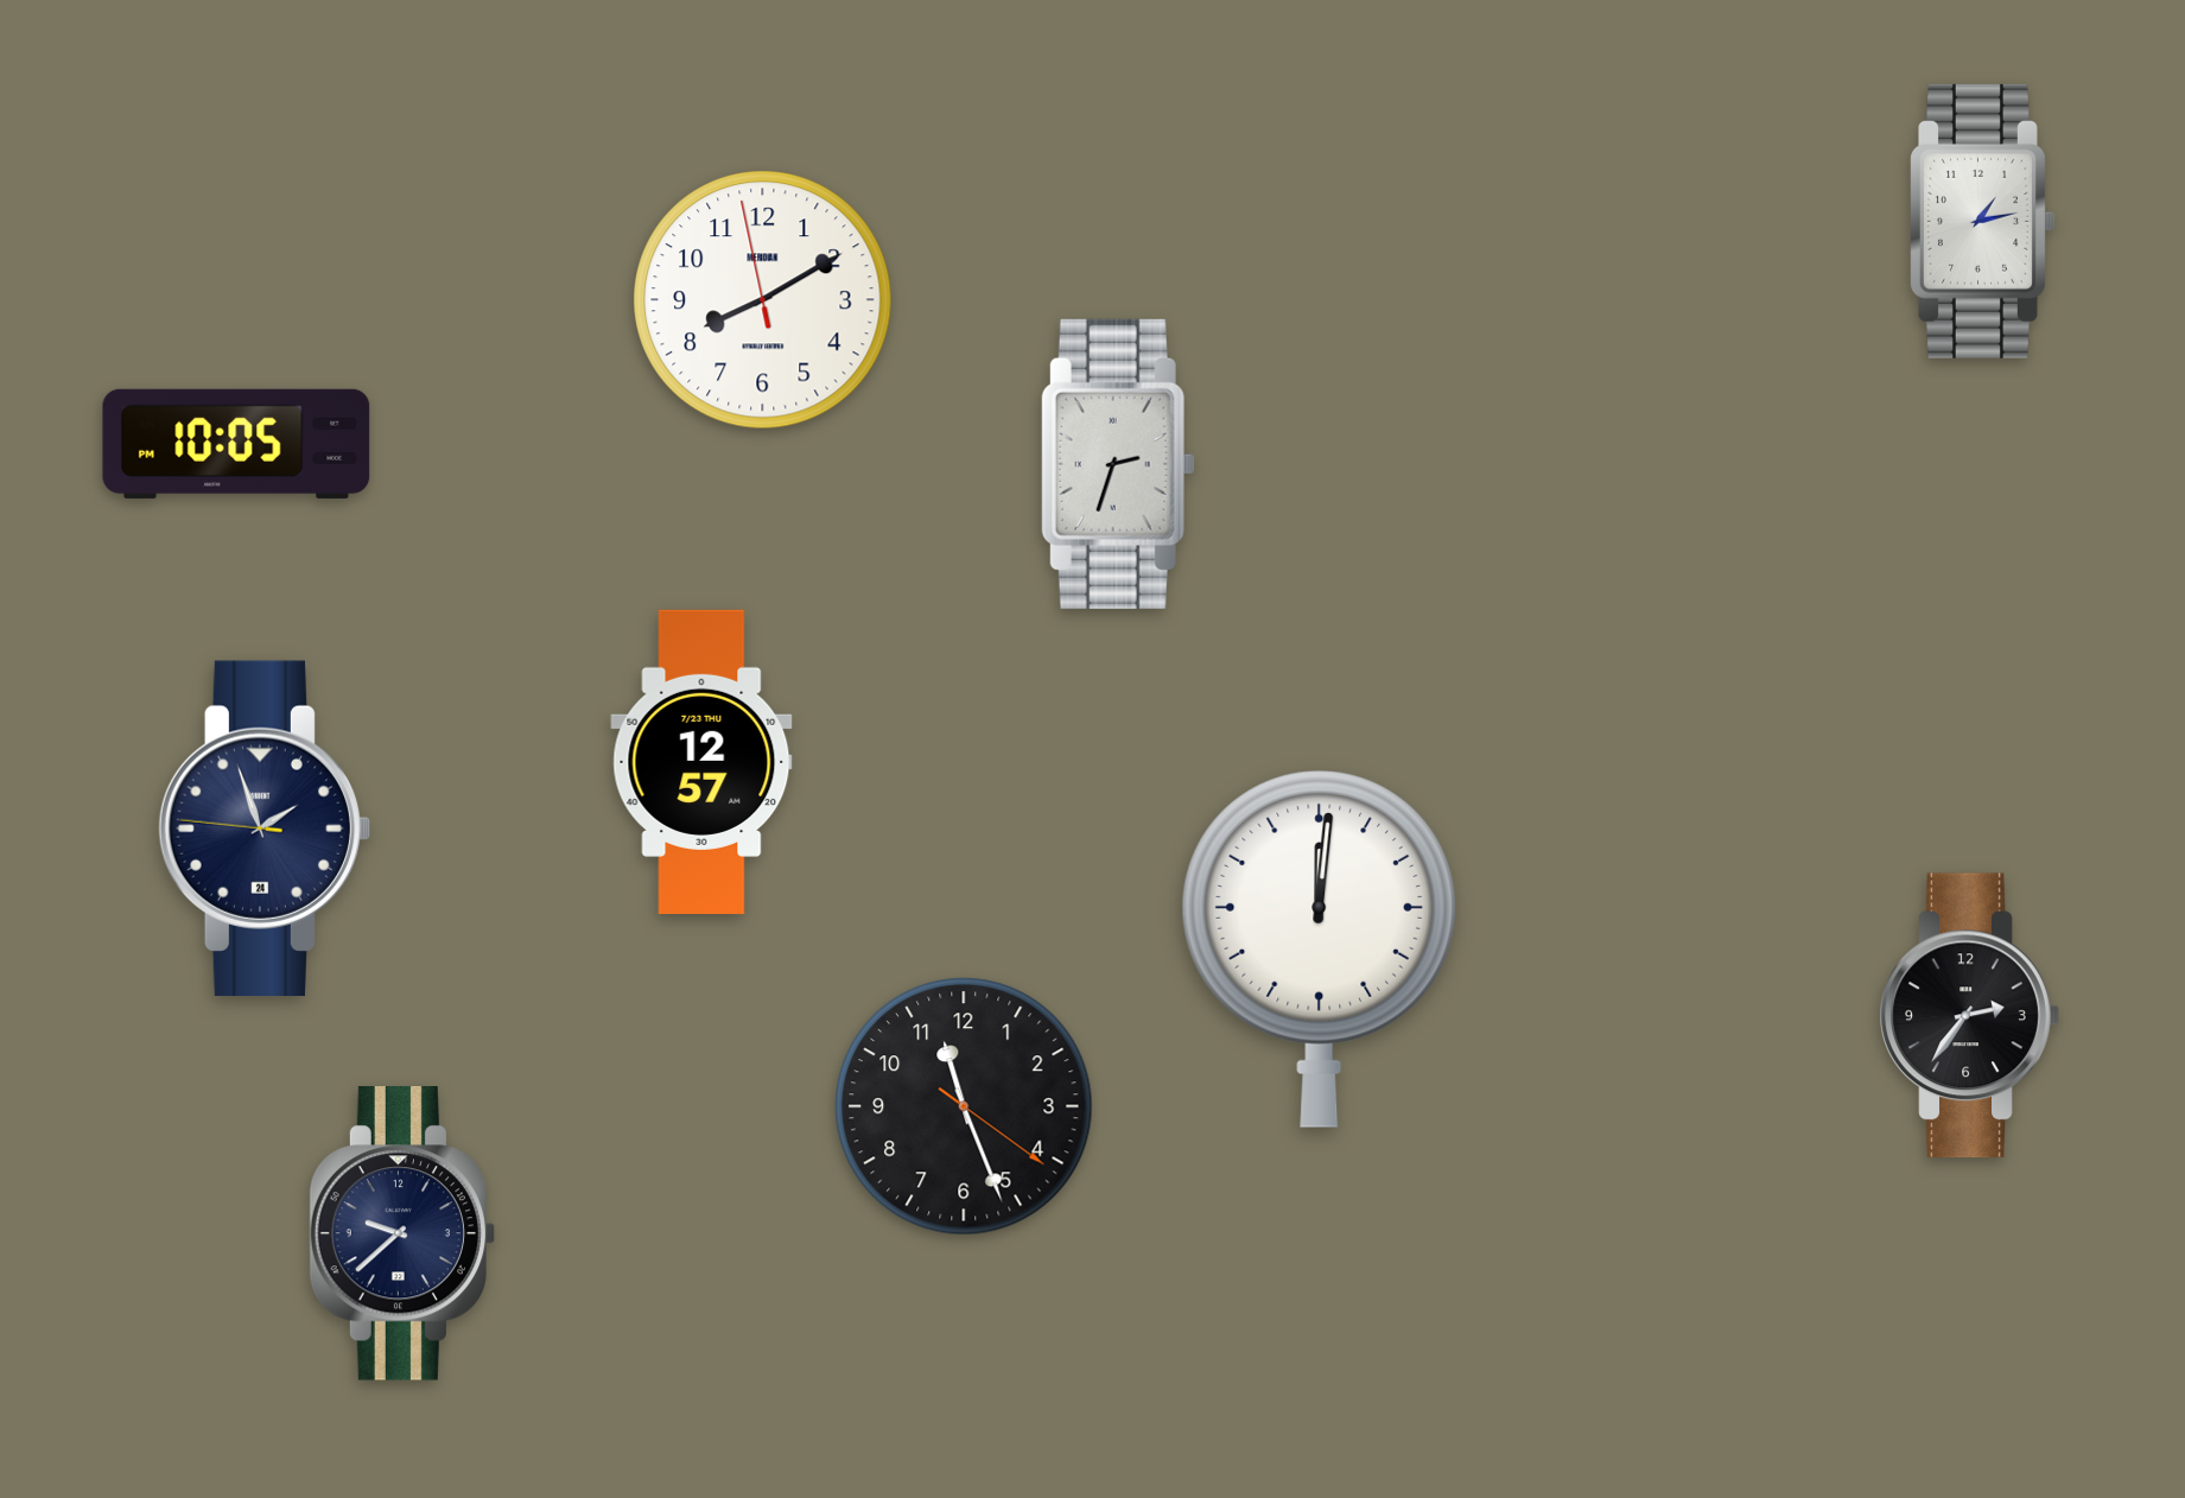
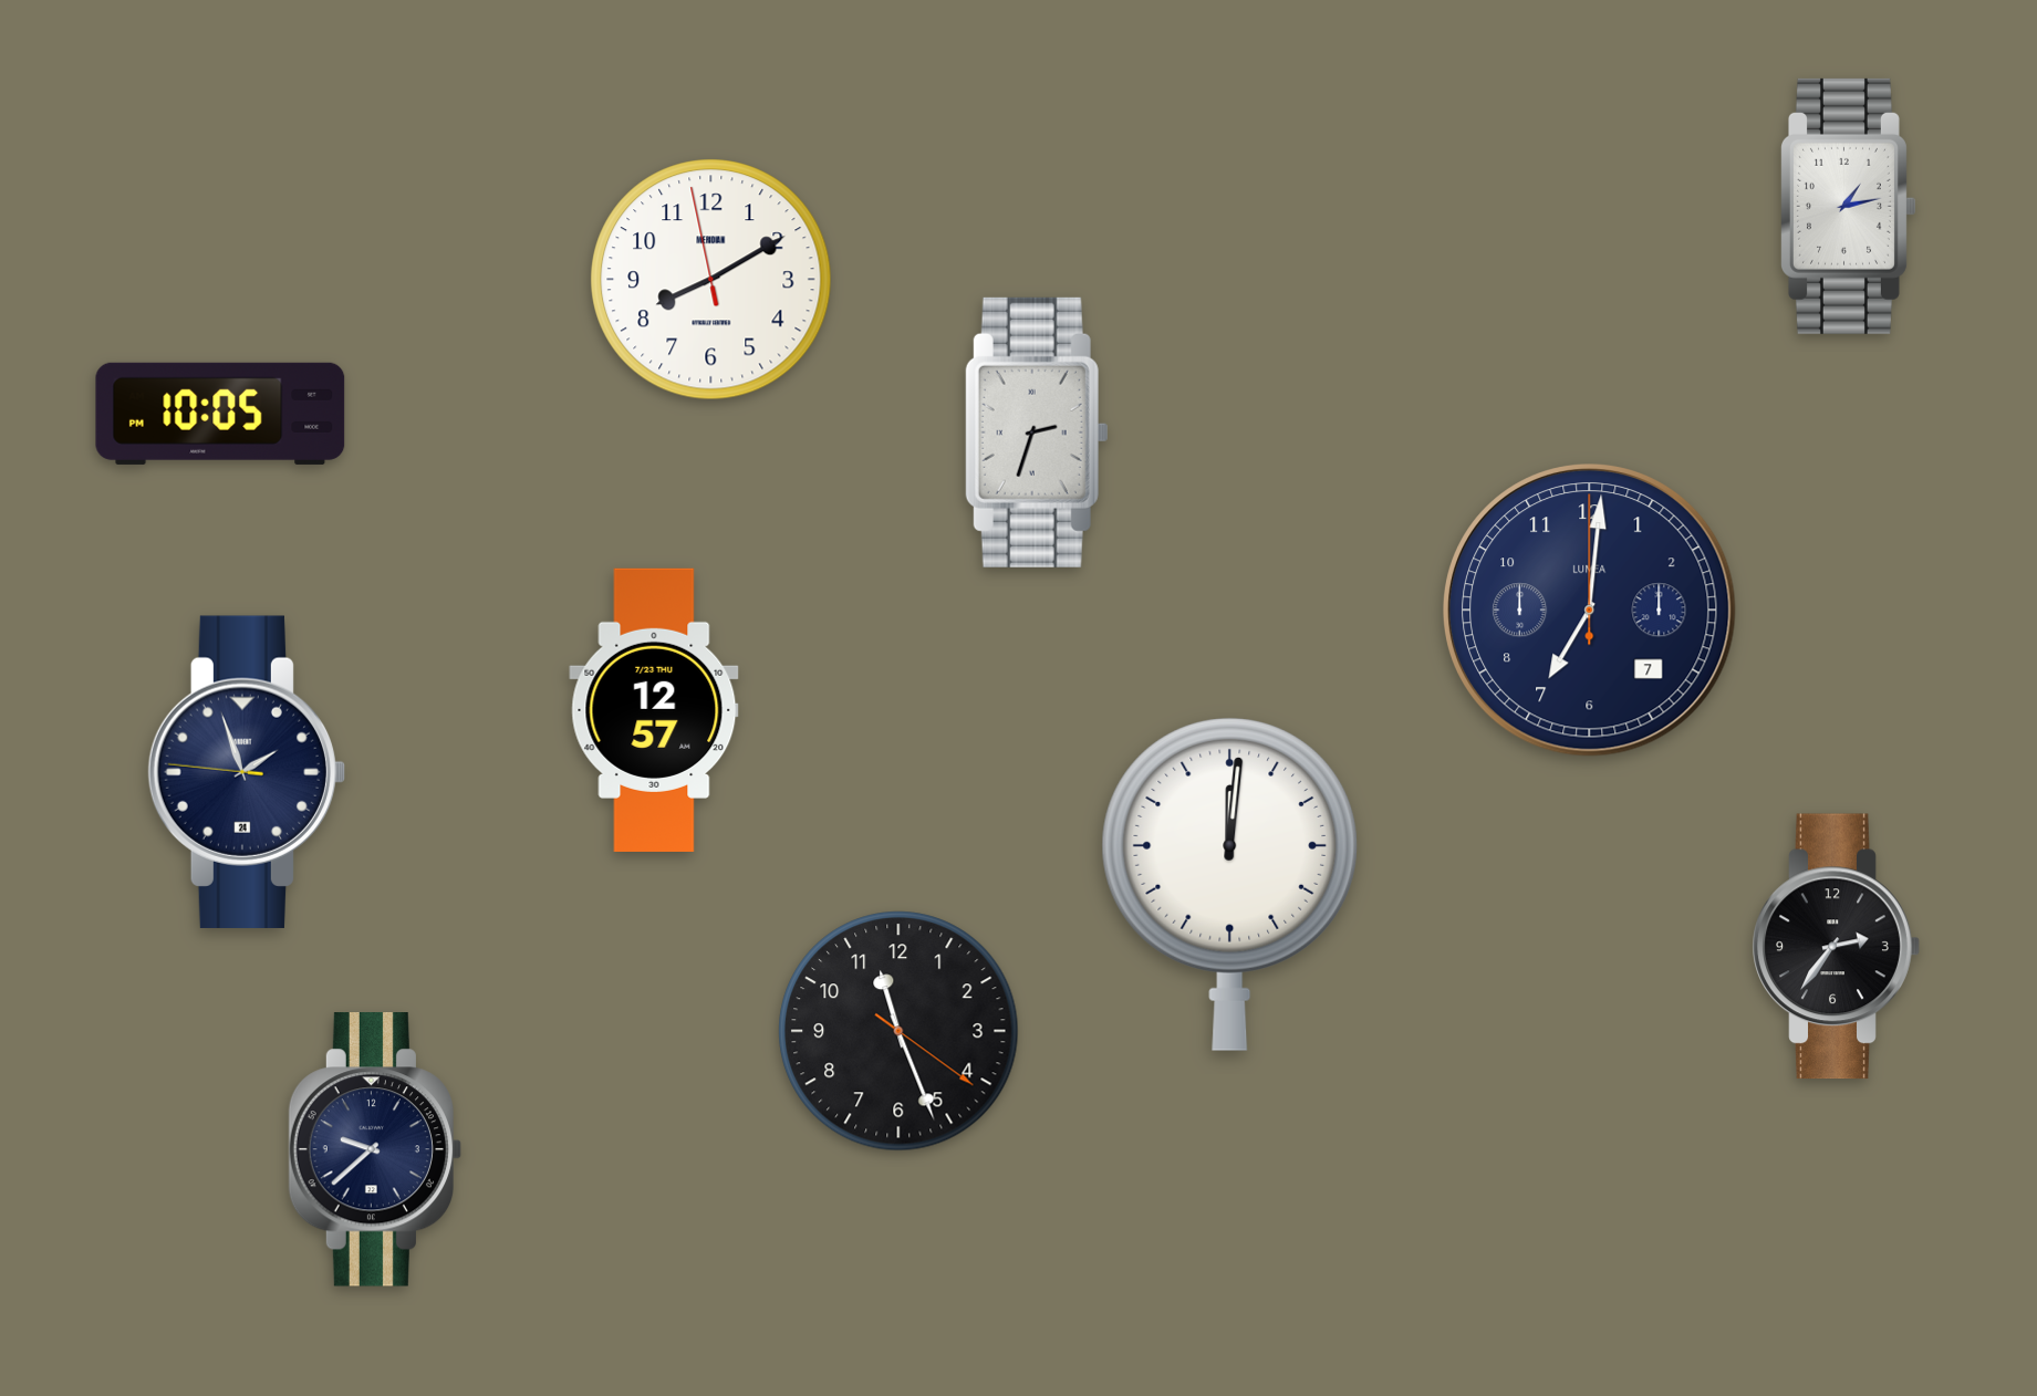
clock at (1118, 464) position: (1118, 464) -> (1037, 433)
clock at (1590, 611): none -> 7:01
